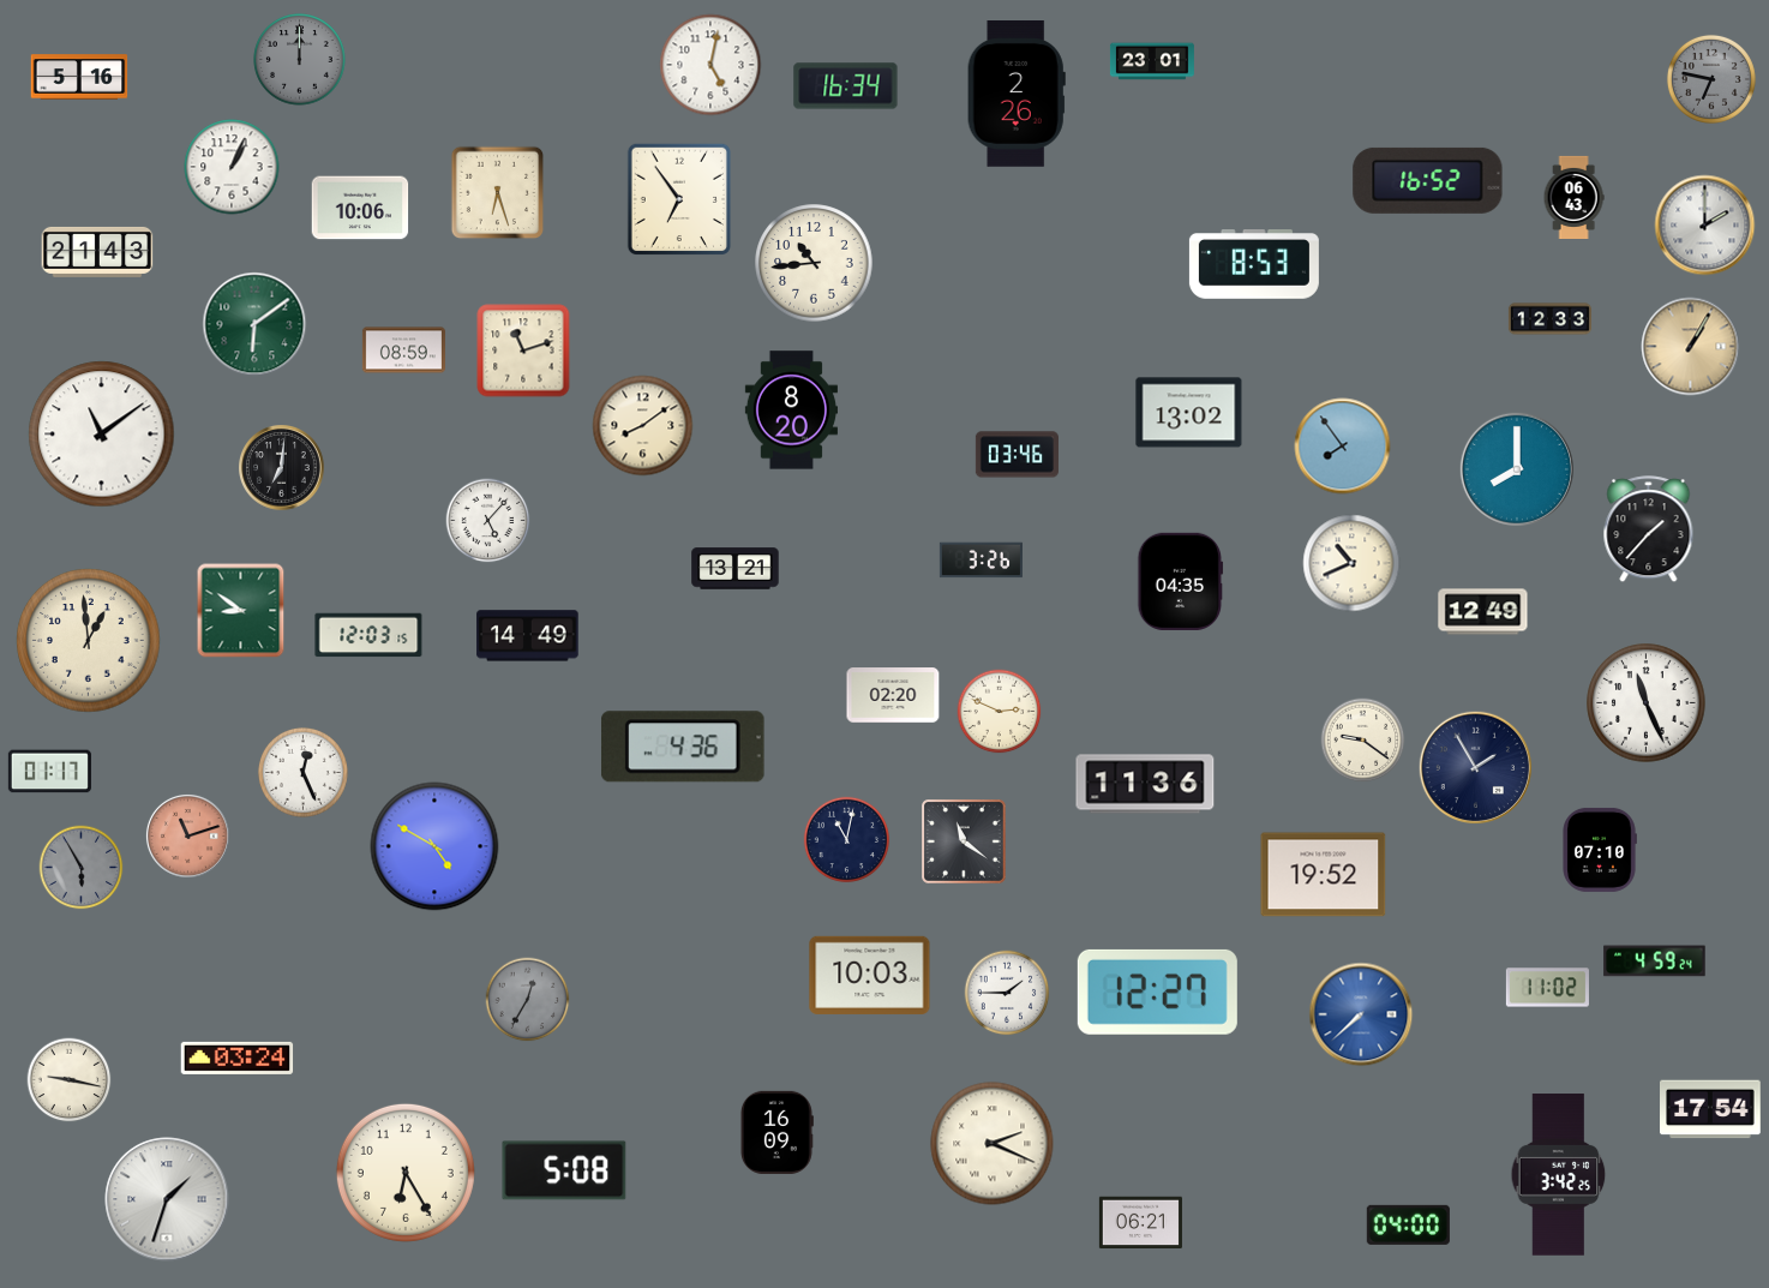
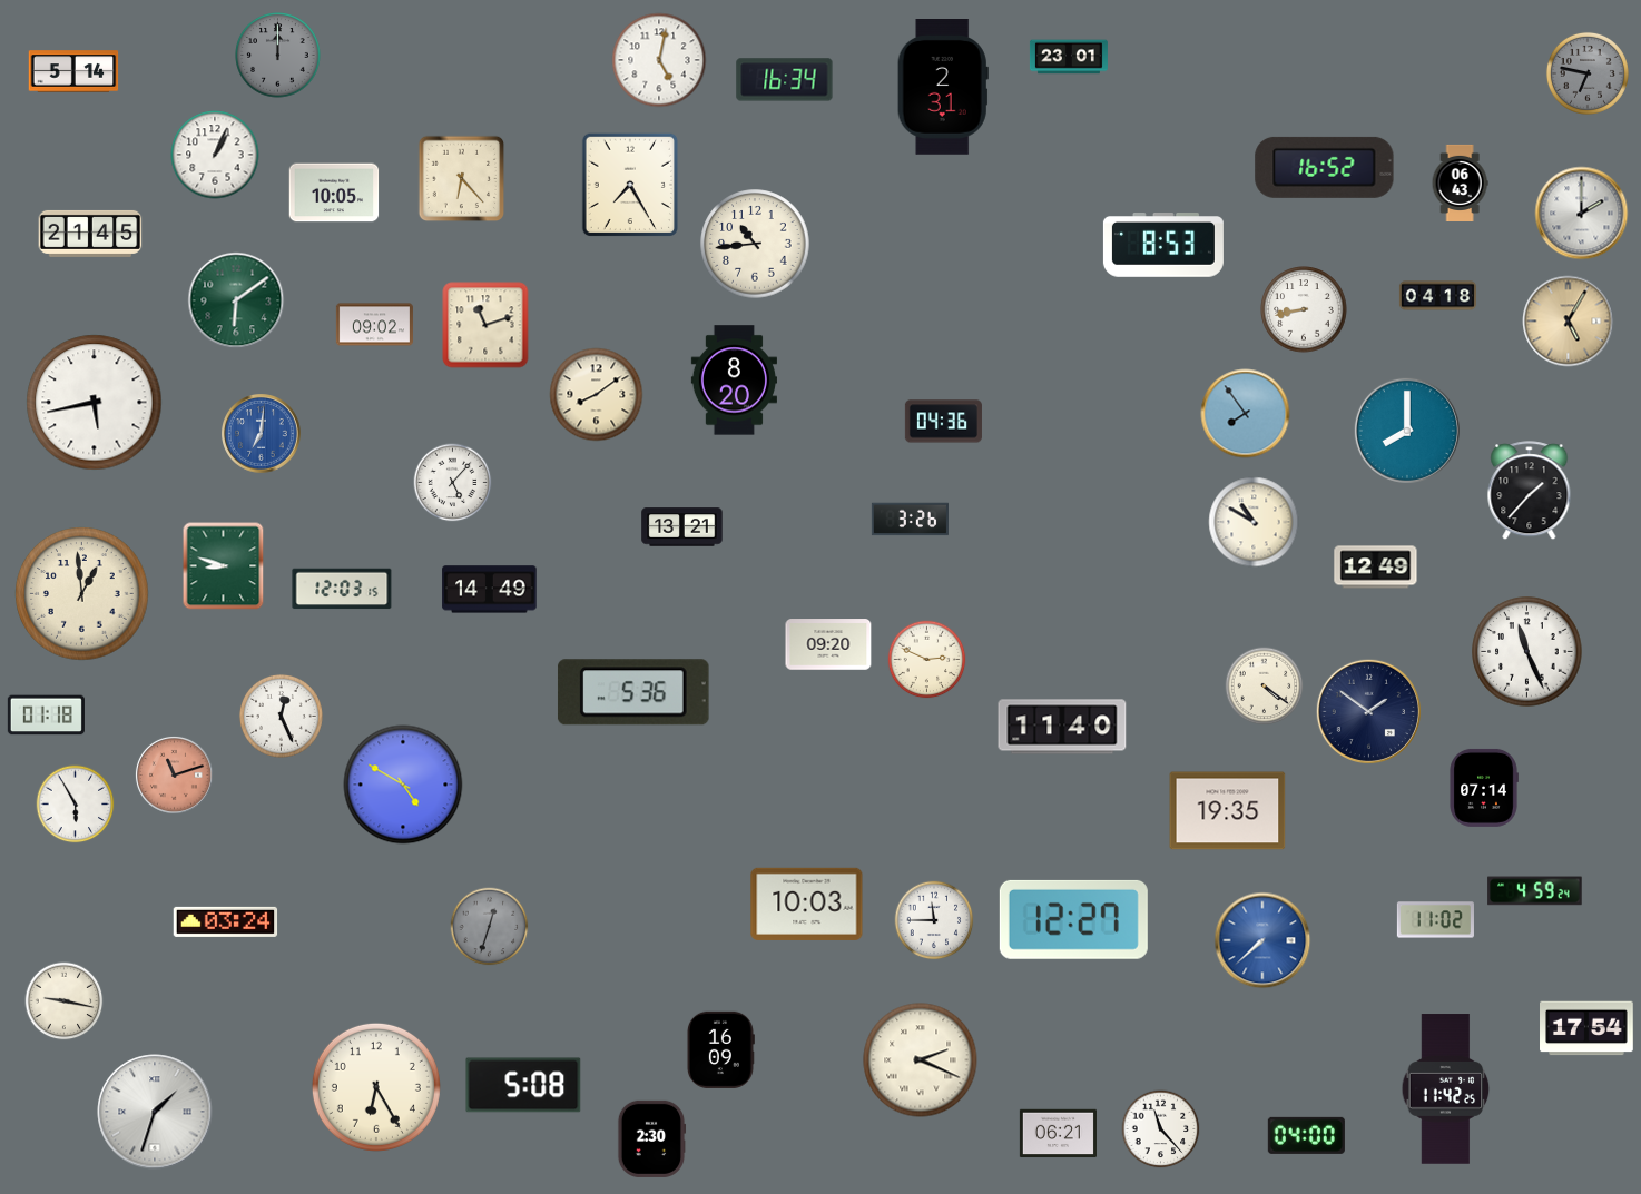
clock at (79, 77): 5:16 -> 5:14
clock at (1017, 95): 2:26 -> 2:31
clock at (498, 193): 6:27 -> 6:23
clock at (678, 198): 6:54 -> 7:25
clock at (360, 208): 10:06 -> 10:05
clock at (1705, 226) position: (1705, 226) -> (1582, 214)
clock at (97, 252): 21:43 -> 21:45
clock at (1549, 319): 12:33 -> 04:18
clock at (1304, 309): none -> 8:43
clock at (1691, 347): 1:05 -> 5:05
clock at (403, 351): 08:59 -> 09:02
clock at (1189, 413): 13:02 -> none
clock at (102, 435): 11:09 -> 5:43
clock at (1017, 455): 03:46 -> 04:36
clock at (282, 468) dial: black -> blue
clock at (1517, 469) position: (1517, 469) -> (1407, 431)
clock at (1351, 563): 10:41 -> 10:50
clock at (1181, 581): 04:35 -> none
clock at (241, 611): 8:51 -> 8:48
clock at (893, 695): 02:20 -> 09:20
clock at (1363, 741): 9:21 -> 4:21
clock at (683, 747): 4:36 -> 5:36
clock at (1475, 767): 1:55 -> 1:51
clock at (49, 772): 01:17 -> 01:18
clock at (1145, 784): 11:36 -> 11:40
clock at (847, 840): 11:02 -> none
clock at (965, 843): 11:21 -> none
clock at (1600, 850): 07:10 -> 07:14
clock at (82, 868) dial: grey -> white
clock at (1324, 875): 19:52 -> 19:35
clock at (1547, 988) position: (1547, 988) -> (1435, 920)
clock at (1007, 993): 1:45 -> 11:45
clock at (528, 1000): 12:35 -> 12:33
clock at (238, 1058) position: (238, 1058) -> (226, 921)
clock at (1559, 1175): 3:42 -> 11:42
clock at (1161, 1129): none -> 11:23
clock at (651, 1138): none -> 2:30
